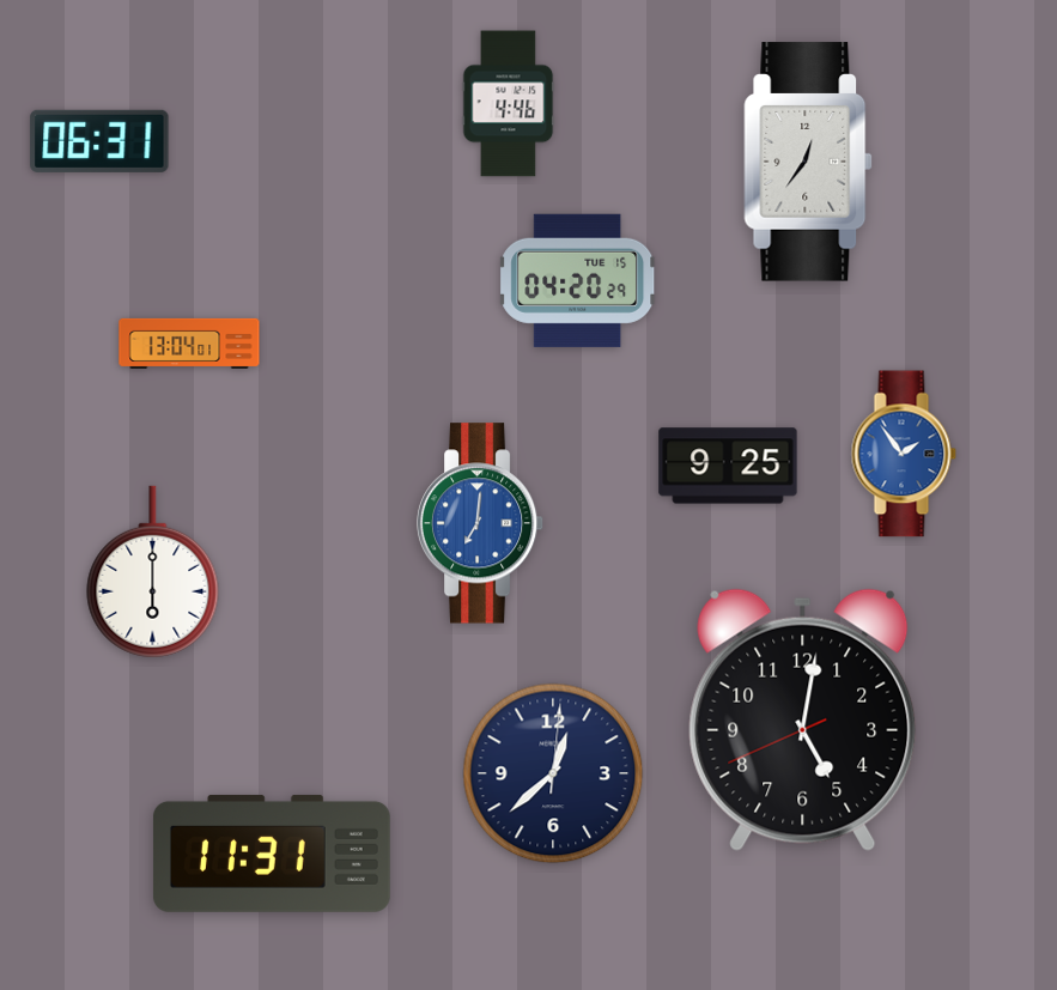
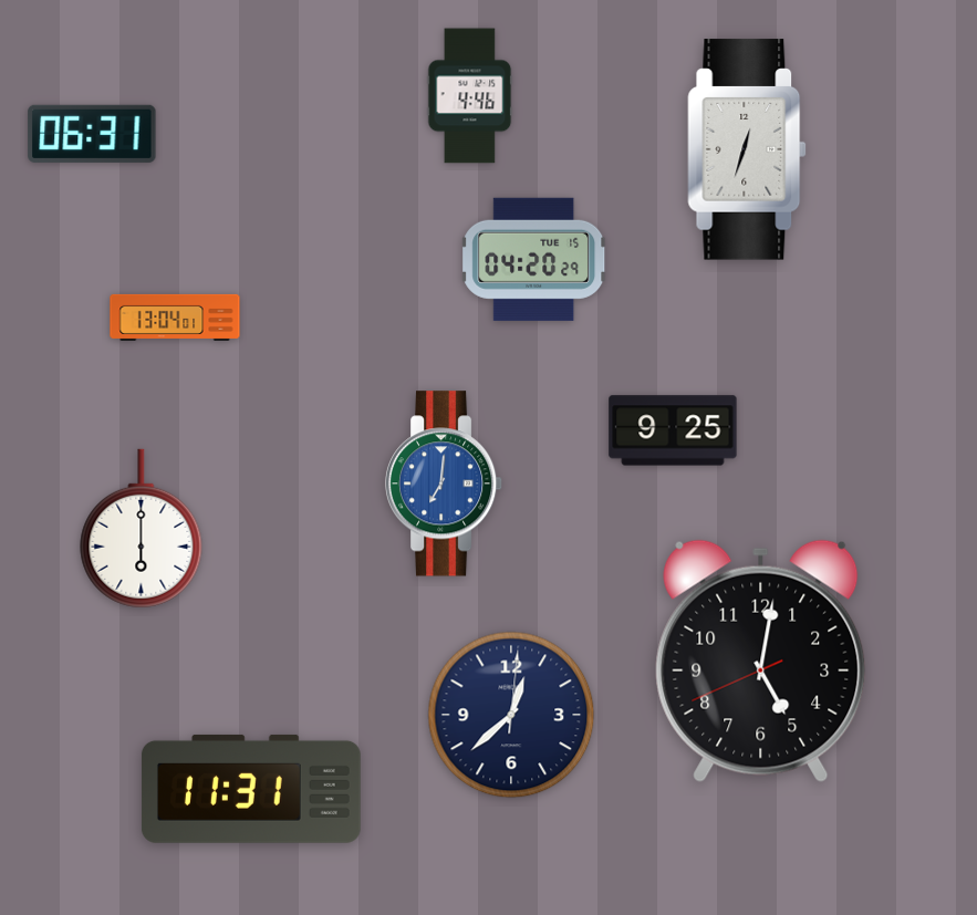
clock at (99, 141) position: (99, 141) -> (92, 134)
clock at (808, 162): 12:36 -> 12:33
clock at (904, 454): 1:54 -> none
clock at (803, 719) position: (803, 719) -> (761, 661)
